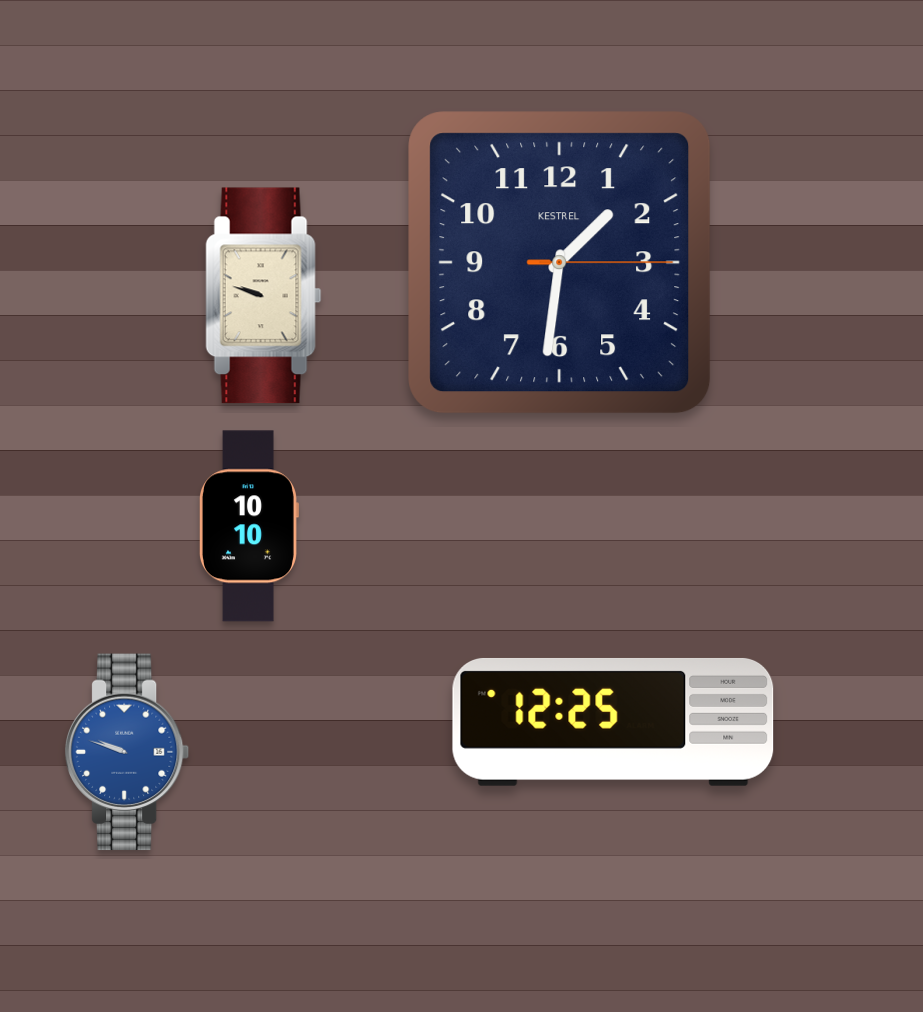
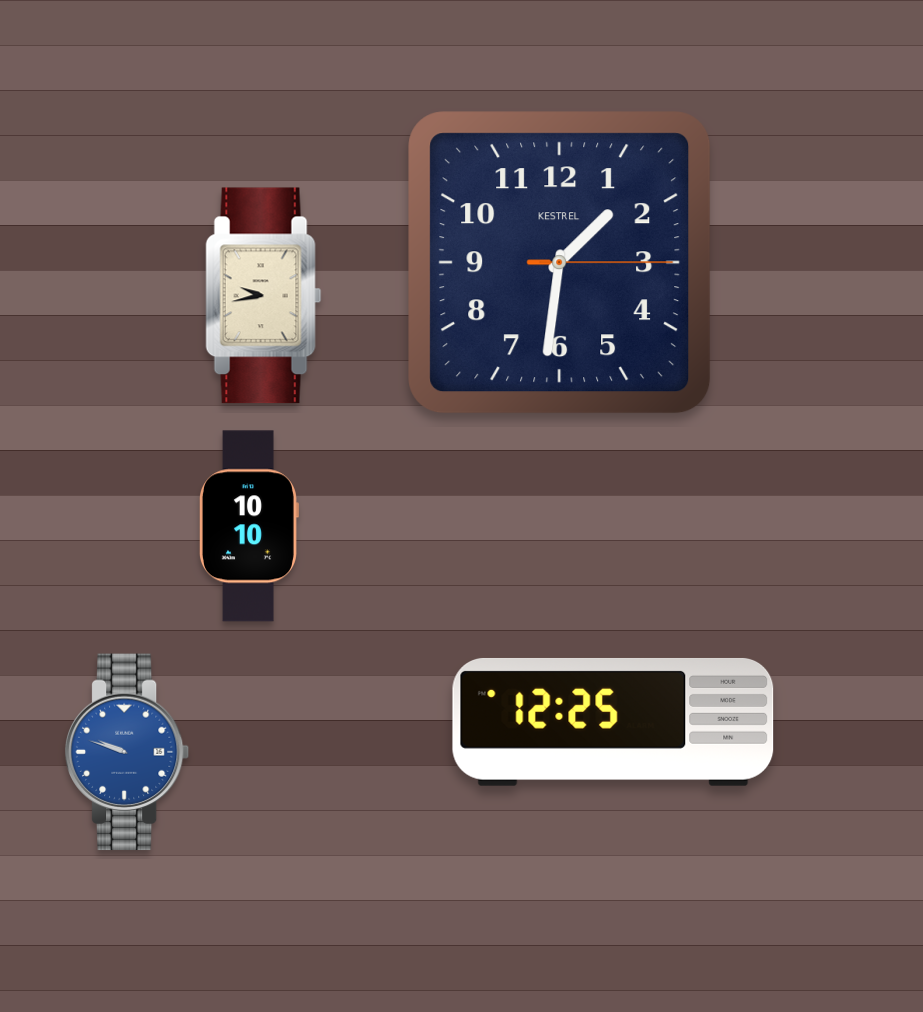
clock at (264, 296): 9:48 -> 9:43
